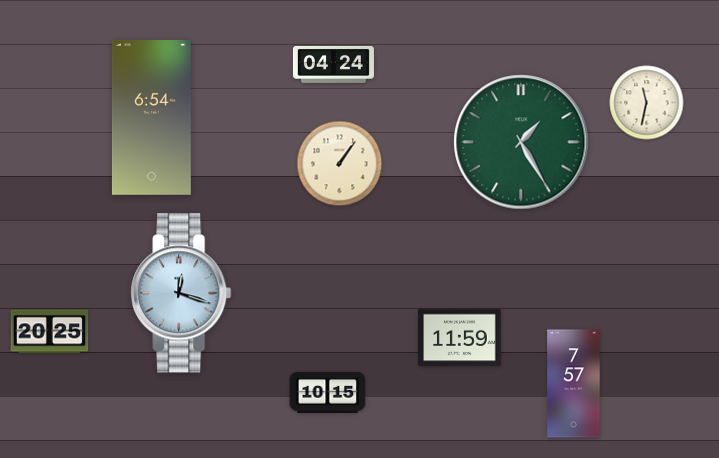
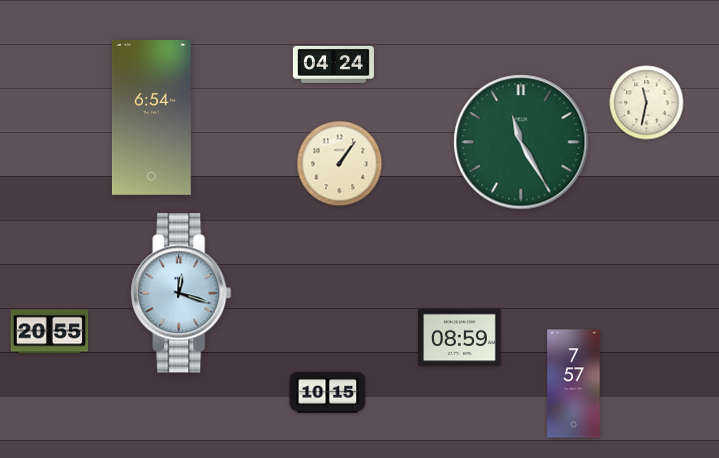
clock at (521, 142): 1:25 -> 11:25
clock at (50, 332): 20:25 -> 20:55
clock at (460, 338): 11:59 -> 08:59
